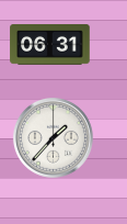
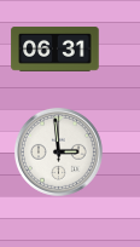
clock at (53, 137): 1:37 -> 2:59
